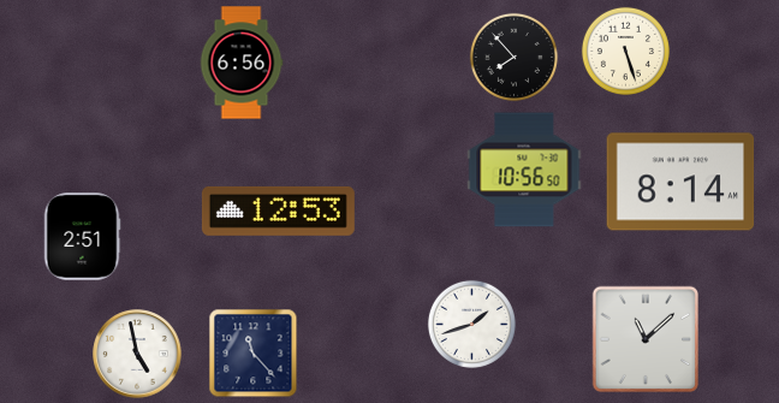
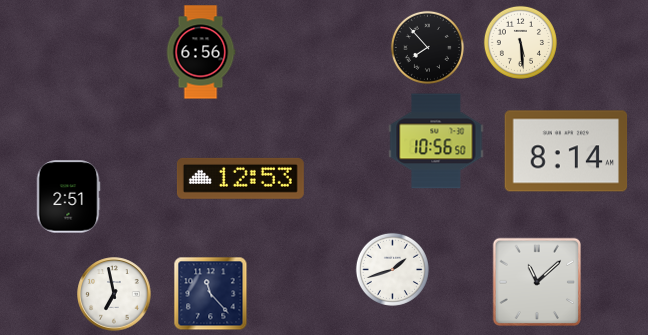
clock at (625, 51): 5:27 -> 5:29
clock at (278, 211) position: (278, 211) -> (240, 178)
clock at (137, 354): 4:58 -> 6:58
